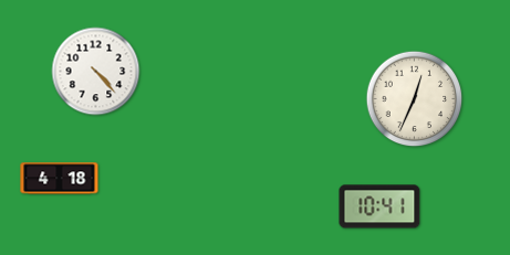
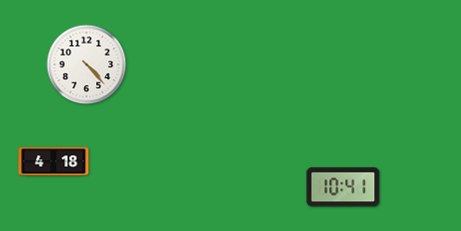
clock at (415, 99): 12:34 -> none
